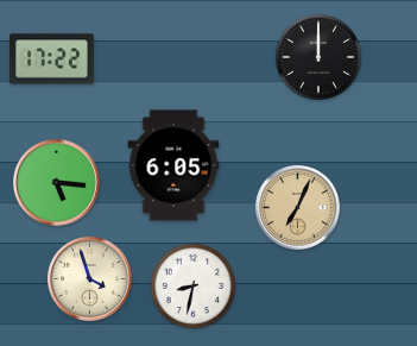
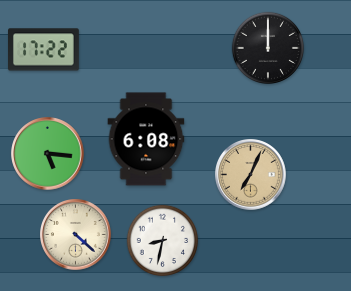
clock at (173, 165): 6:05 -> 6:08
clock at (90, 279): 3:57 -> 4:22
